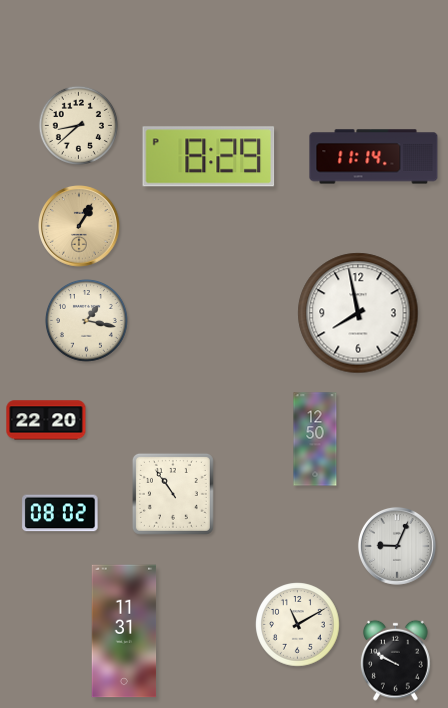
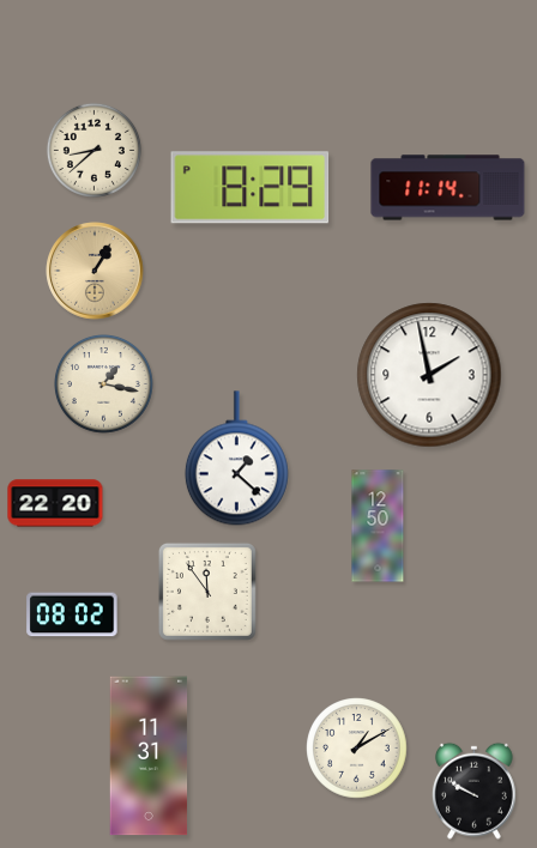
clock at (358, 313): 7:58 -> 1:58
clock at (236, 459): none -> 1:22
clock at (173, 494): 10:54 -> 11:54
clock at (397, 546): 9:04 -> none
clock at (298, 625): 11:10 -> 1:10
